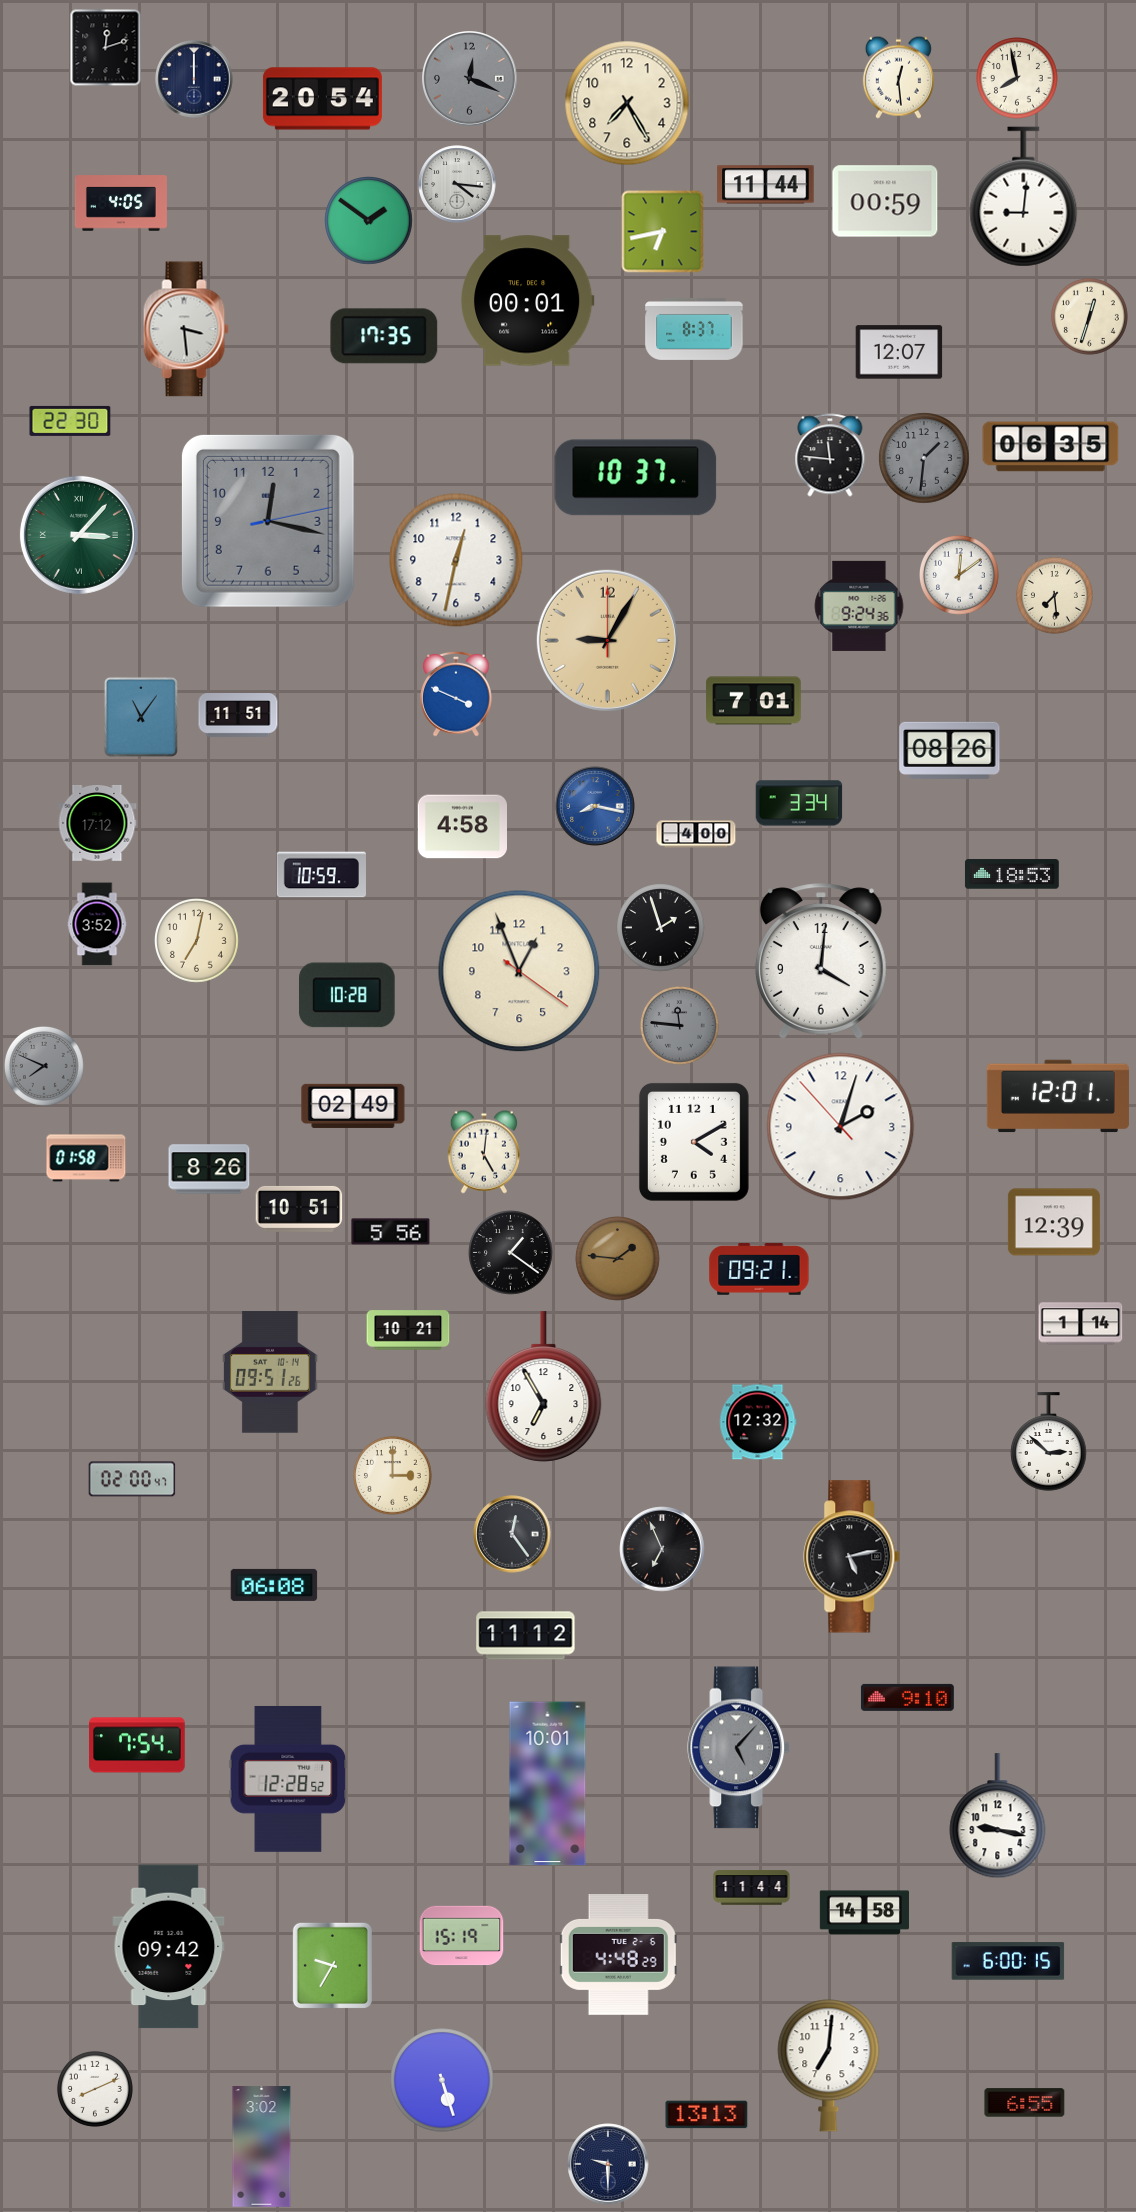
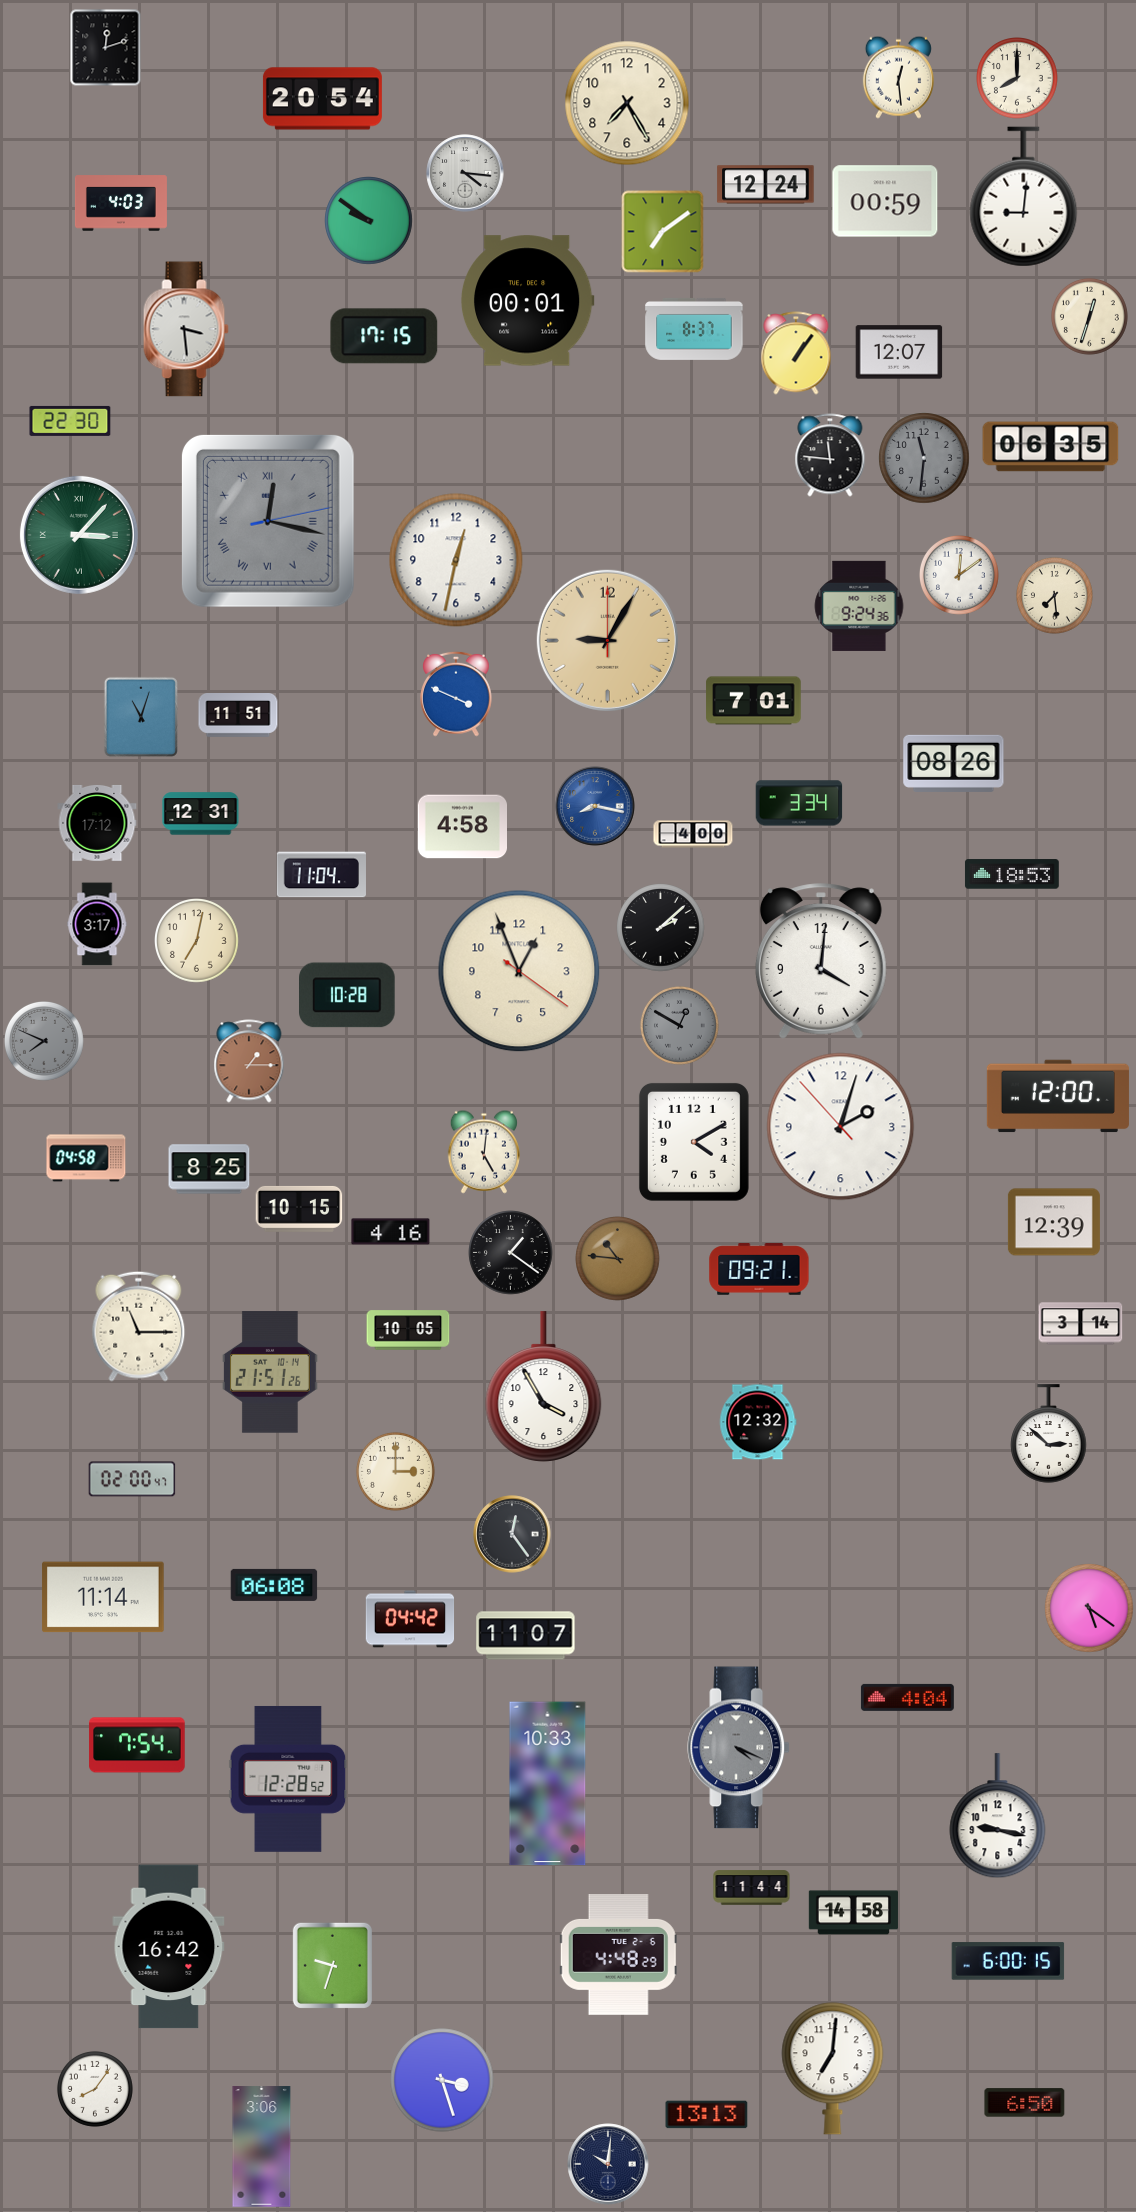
clock at (194, 79): 12:00 -> none
clock at (470, 79): 12:19 -> none
clock at (1018, 79): 7:58 -> 8:00
clock at (457, 184) position: (457, 184) -> (465, 173)
clock at (766, 185): 11:44 -> 12:24
clock at (121, 203): 4:05 -> 4:03
clock at (369, 221): 1:51 -> 9:51
clock at (663, 232): 6:43 -> 7:09
clock at (384, 336): 17:35 -> 17:15
clock at (796, 353): none -> 1:06
clock at (924, 458): 1:31 -> 11:31
clock at (636, 478): 10:37 -> none
clock at (268, 521) numerals: Arabic -> Roman
clock at (141, 717): 11:06 -> 11:03
clock at (950, 750) position: (950, 750) -> (954, 763)
clock at (201, 814): none -> 12:31
clock at (696, 834) position: (696, 834) -> (693, 834)
clock at (321, 875): 10:59 -> 11:04
clock at (97, 924): 3:52 -> 3:17
clock at (661, 928): 1:57 -> 2:08
clock at (679, 1025): 11:46 -> 12:50
clock at (249, 1061): none -> 1:15
clock at (45, 1067) position: (45, 1067) -> (45, 1042)
clock at (1058, 1096): 12:01 -> 12:00
clock at (353, 1106): 02:49 -> none
clock at (86, 1158): 01:58 -> 04:58
clock at (209, 1169): 8:26 -> 8:25
clock at (299, 1209): 10:51 -> 10:15
clock at (391, 1232): 5:56 -> 4:16
clock at (618, 1259): 1:46 -> 10:46
clock at (1081, 1324): 1:14 -> 3:14
clock at (139, 1326): none -> 11:15
clock at (408, 1330): 10:21 -> 10:05
clock at (270, 1372): 09:51 -> 21:51
clock at (544, 1387): 6:55 -> 3:55
clock at (1049, 1442) position: (1049, 1442) -> (1049, 1434)
clock at (392, 1475) position: (392, 1475) -> (395, 1471)
clock at (662, 1549): 6:56 -> none
clock at (852, 1557): 5:13 -> none
clock at (103, 1597): none -> 11:14
clock at (1089, 1608): none -> 5:21
clock at (410, 1619): none -> 04:42
clock at (526, 1636): 11:12 -> 11:07
clock at (907, 1697): 9:10 -> 4:04
clock at (738, 1748): 5:07 -> 4:19
clock at (548, 1784): 10:01 -> 10:33
clock at (864, 1913) position: (864, 1913) -> (853, 1913)
clock at (462, 1936): 15:19 -> none
clock at (169, 1947): 09:42 -> 16:42
clock at (332, 1965): 9:35 -> 9:33
clock at (829, 2066) position: (829, 2066) -> (833, 2069)
clock at (442, 2080): 5:27 -> 3:27
clock at (95, 2089): 8:11 -> 8:06
clock at (1025, 2103): 6:55 -> 6:50
clock at (262, 2147): 3:02 -> 3:06
clock at (608, 2164): 9:30 -> 10:01
